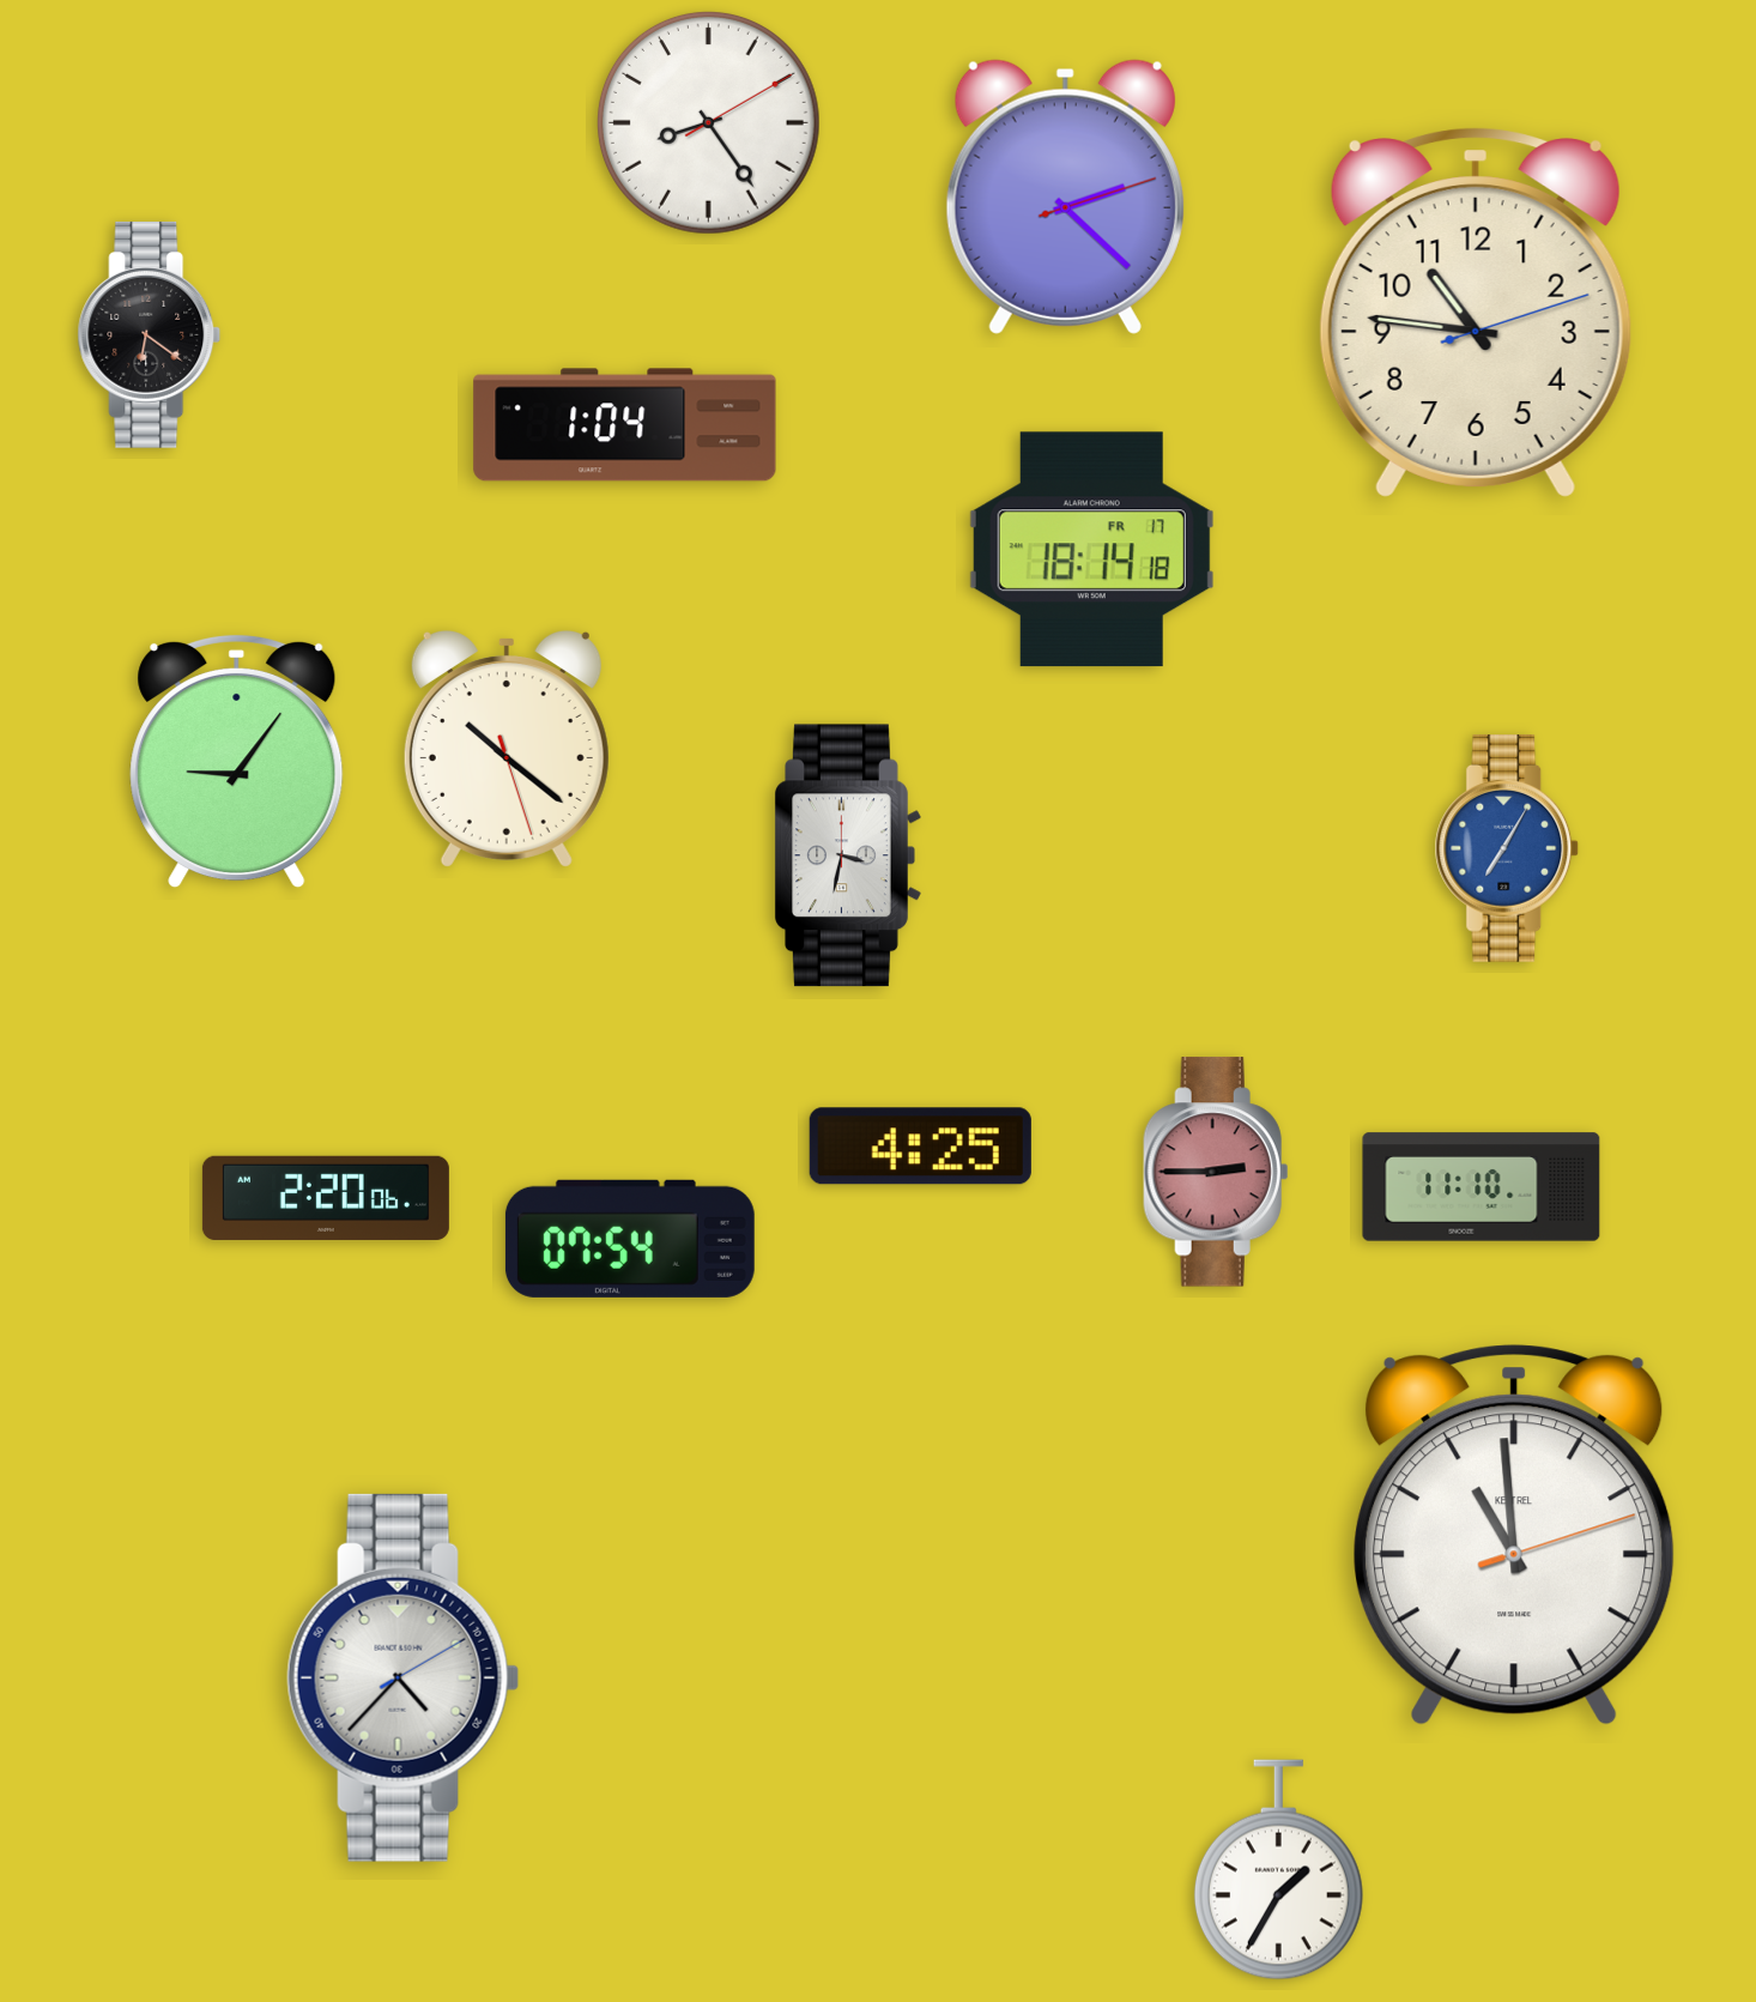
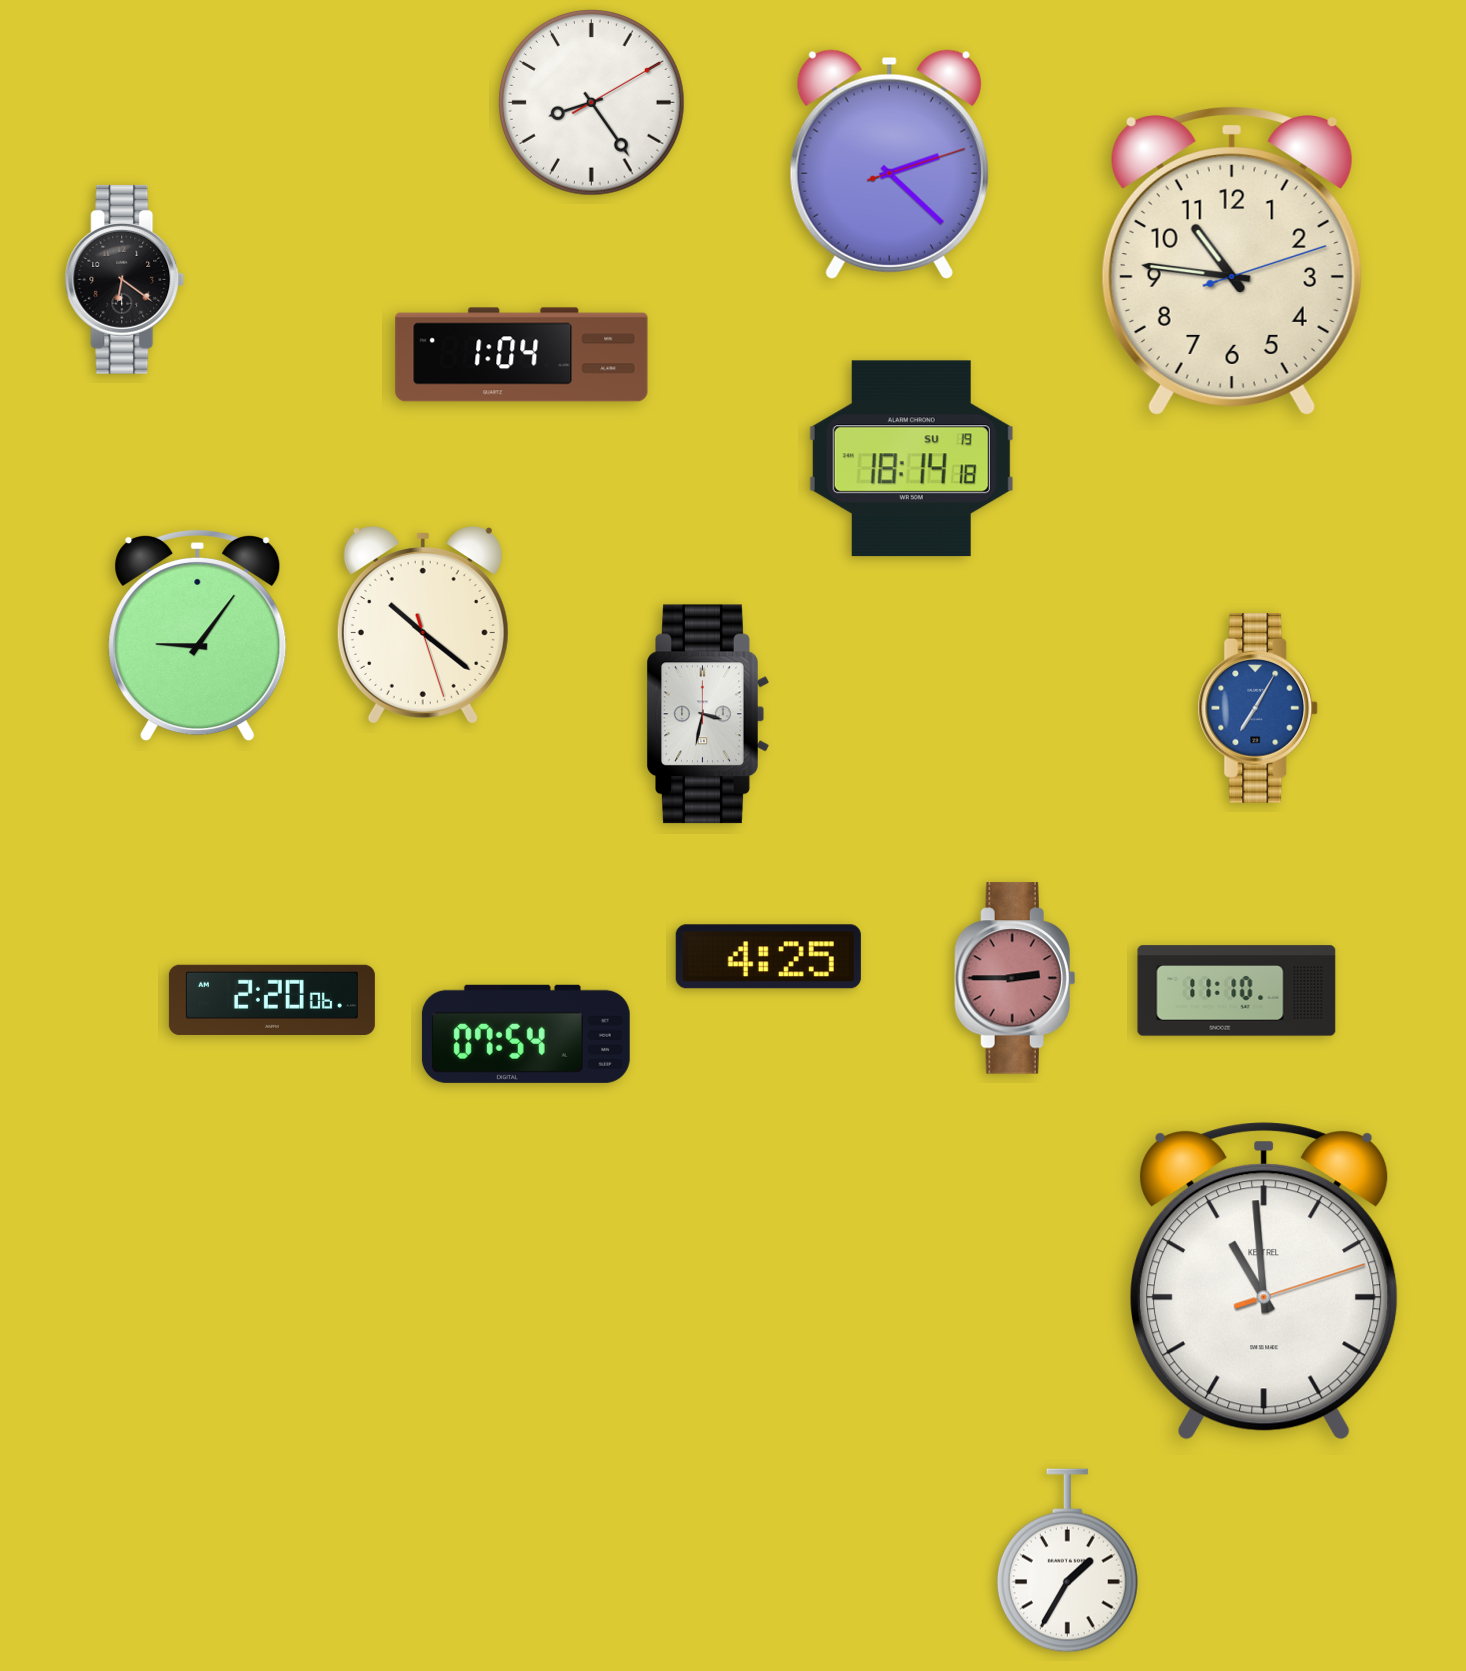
clock at (1091, 550) date: FR 17 -> SU 19
clock at (404, 1677): 4:37 -> none
